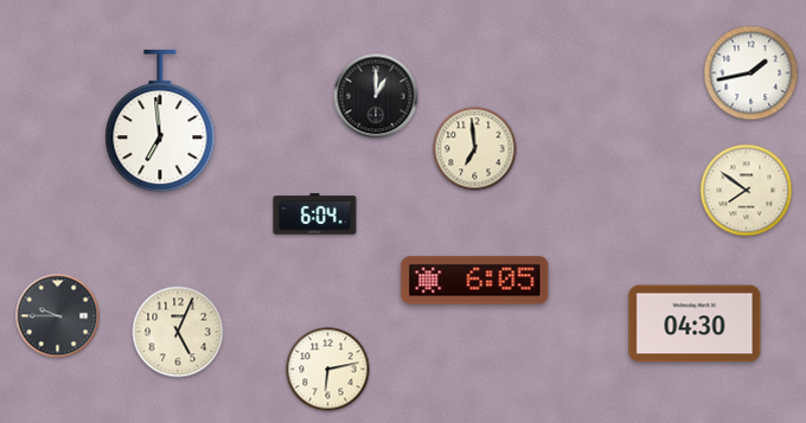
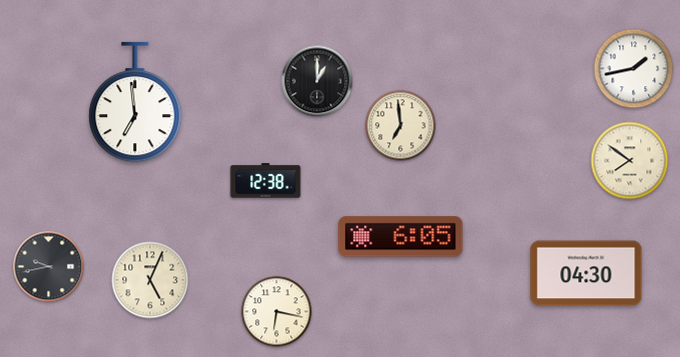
clock at (751, 73) position: (751, 73) -> (634, 69)
clock at (315, 214): 6:04 -> 12:38
clock at (58, 316): 9:45 -> 9:43
clock at (328, 370): 6:13 -> 6:17
